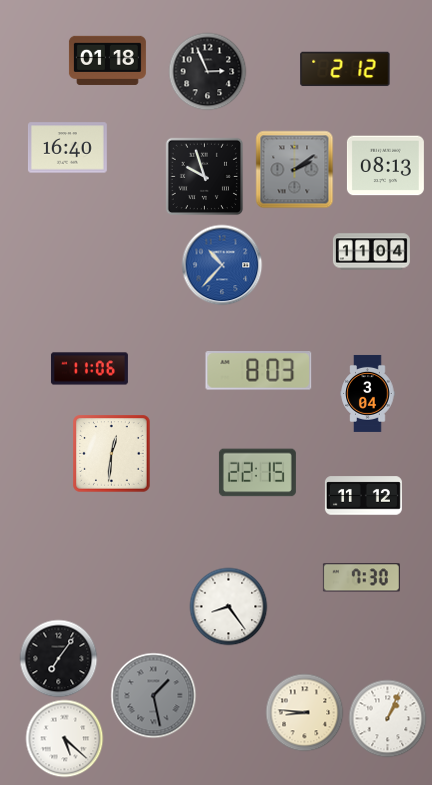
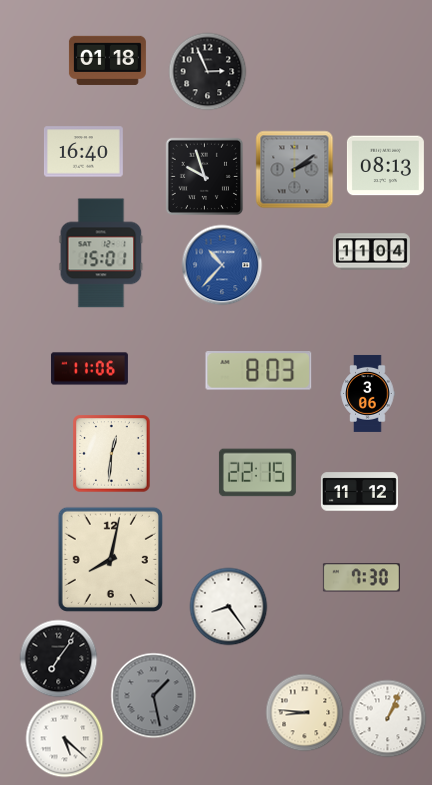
clock at (345, 69): 2:12 -> none
clock at (67, 148) position: (67, 148) -> (83, 152)
clock at (101, 253): none -> 15:01
clock at (368, 393): 3:04 -> 3:06
clock at (363, 496) position: (363, 496) -> (359, 492)
clock at (110, 559): none -> 8:02
